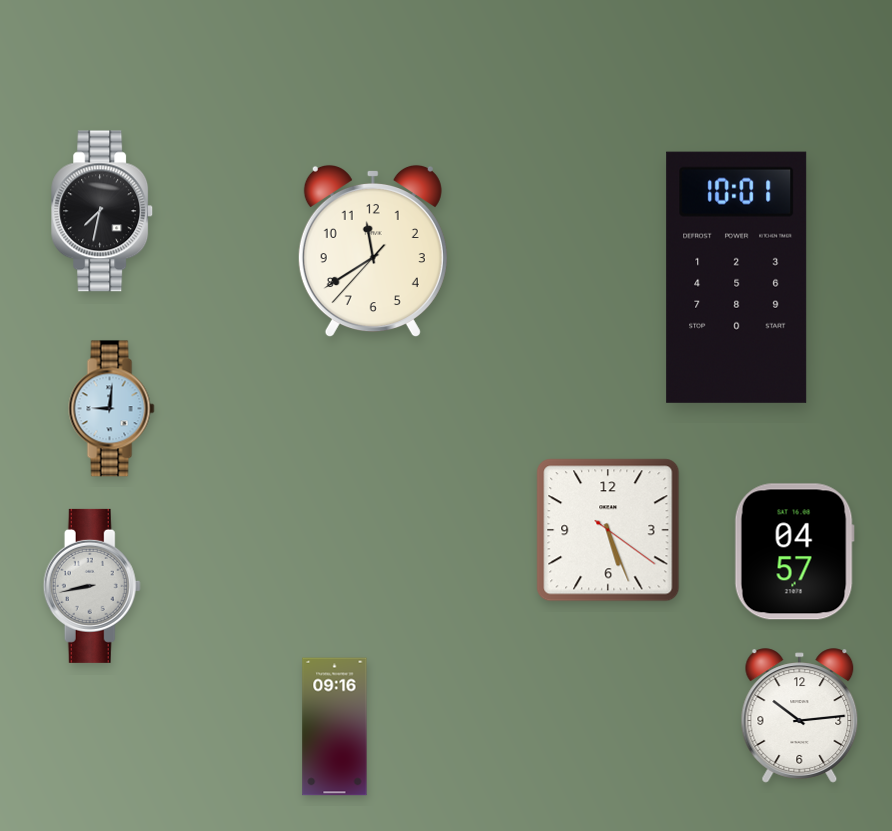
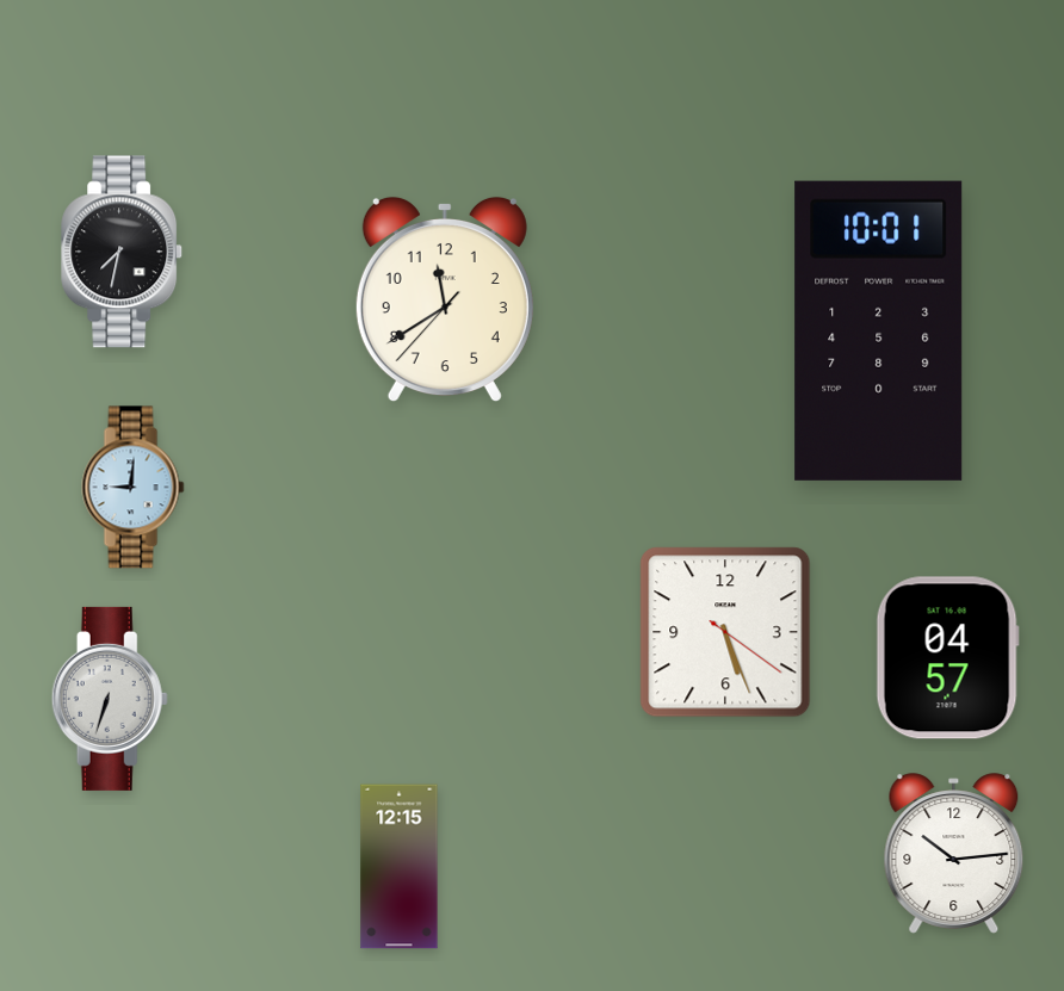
clock at (92, 586): 8:43 -> 6:33
clock at (335, 727): 09:16 -> 12:15
